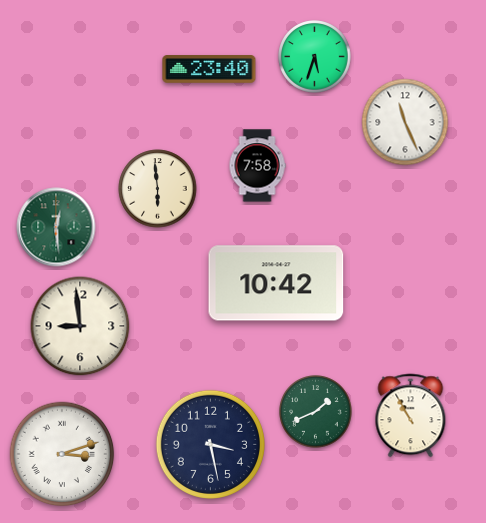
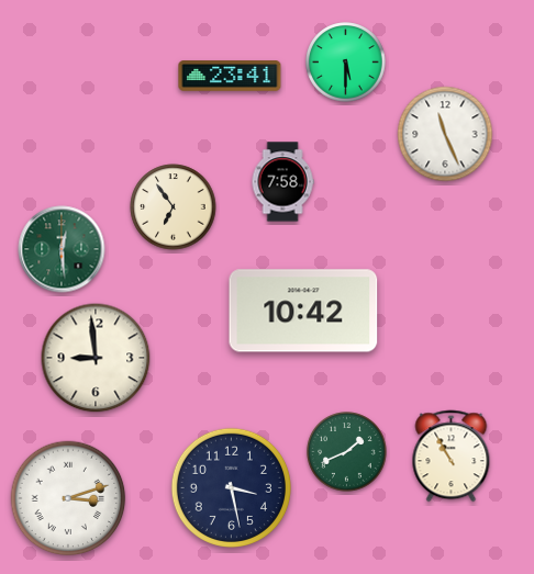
clock at (315, 57): 5:33 -> 5:30
clock at (209, 69): 23:40 -> 23:41
clock at (158, 189): 5:59 -> 6:54
clock at (80, 326) position: (80, 326) -> (96, 358)
